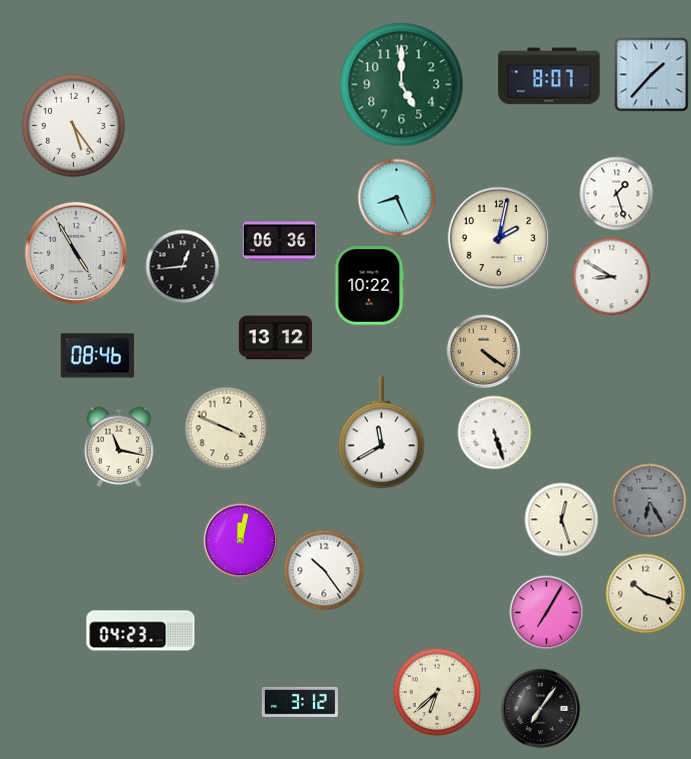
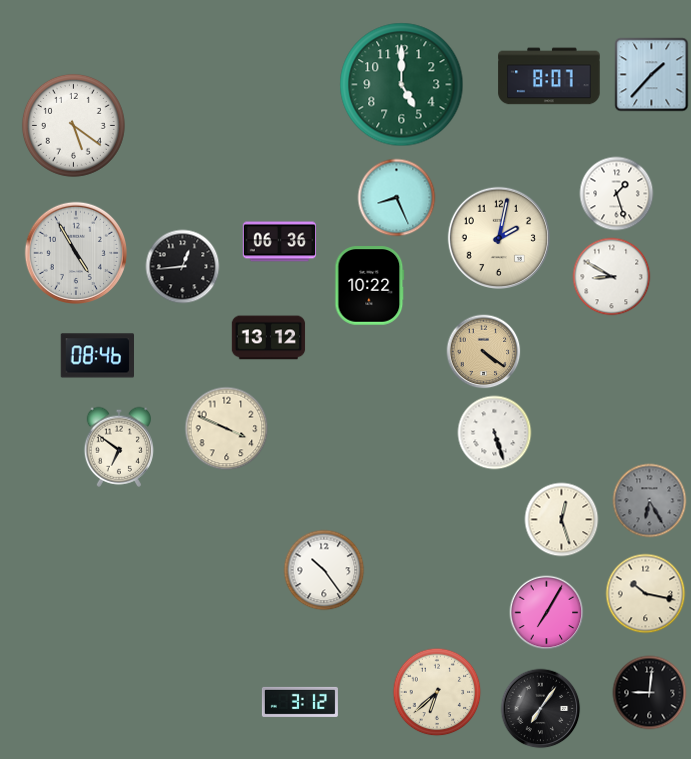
clock at (73, 125): 5:24 -> 5:21
clock at (276, 338) position: (276, 338) -> (269, 338)
clock at (382, 433): 11:40 -> none
clock at (118, 447): 11:17 -> 6:51
clock at (241, 541): 12:02 -> none
clock at (646, 594): 10:18 -> 10:17
clock at (141, 631): 04:23 -> none
clock at (650, 693): none -> 9:01
